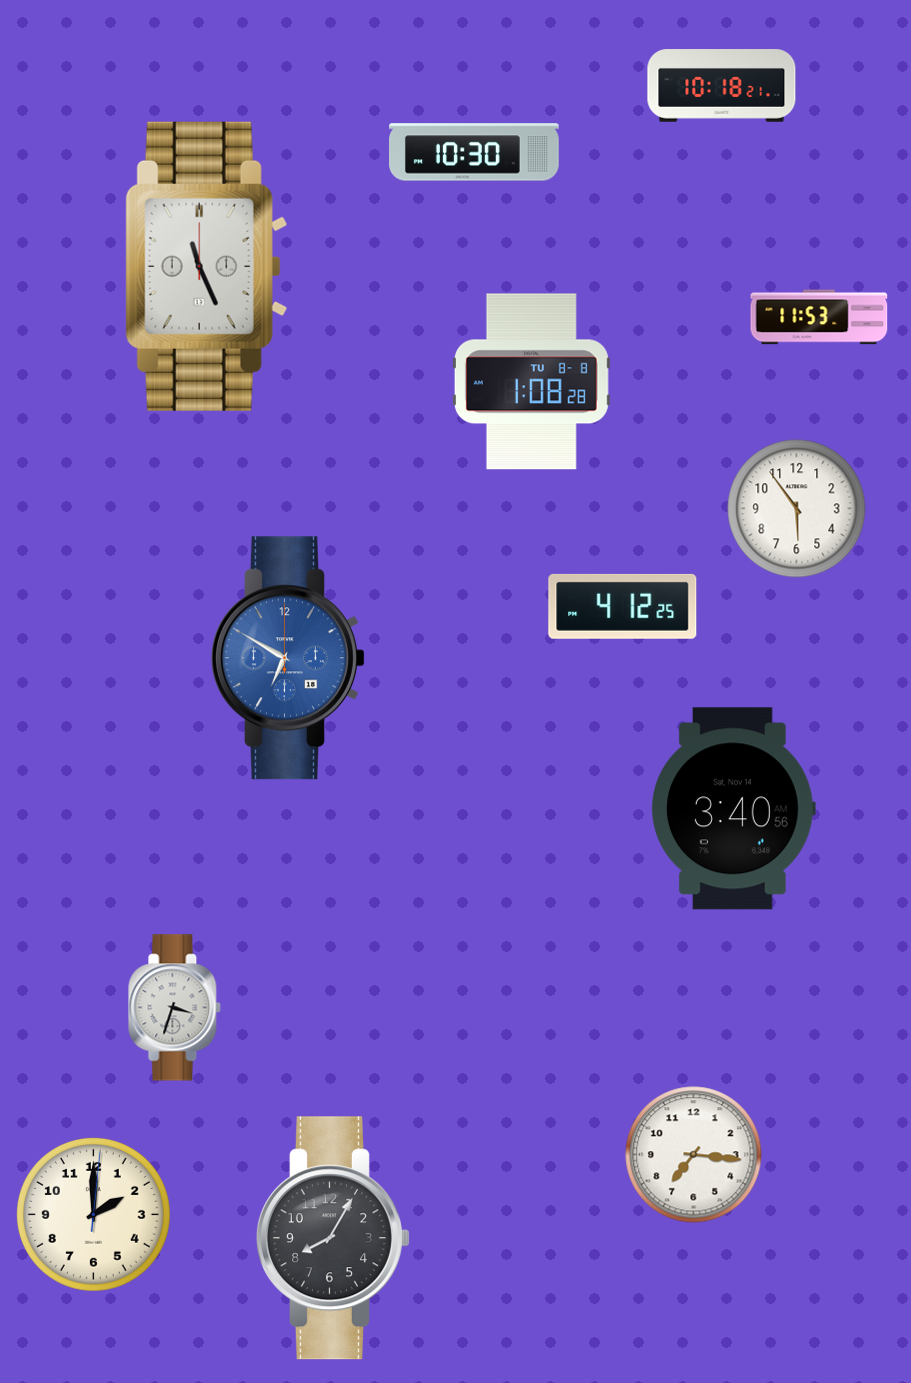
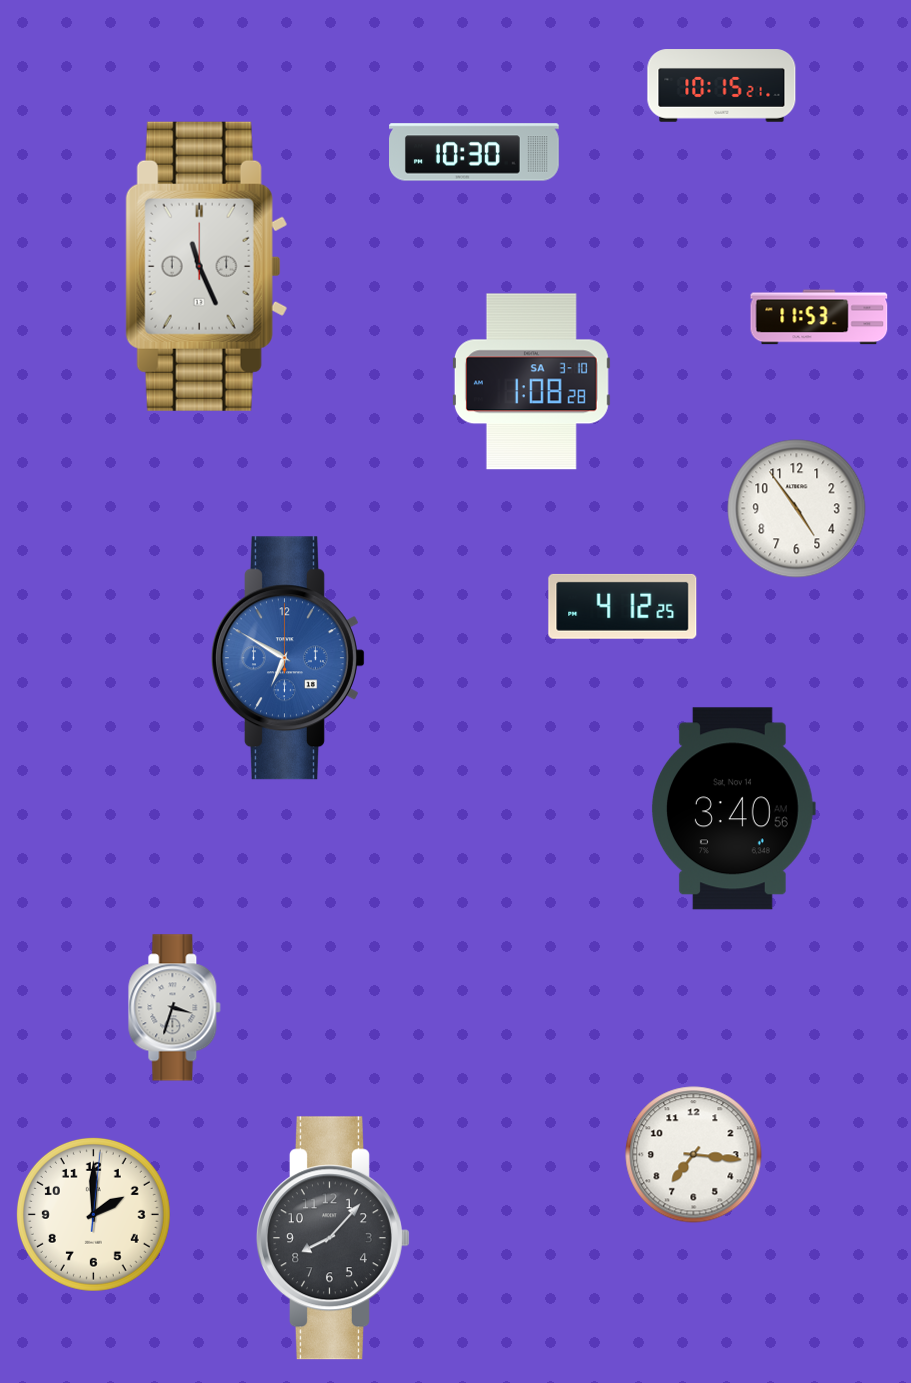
clock at (722, 86): 10:18 -> 10:15
clock at (531, 382) date: TU 8-8 -> SA 3-10
clock at (797, 509): 5:54 -> 4:54
clock at (333, 1238): 8:05 -> 8:07
